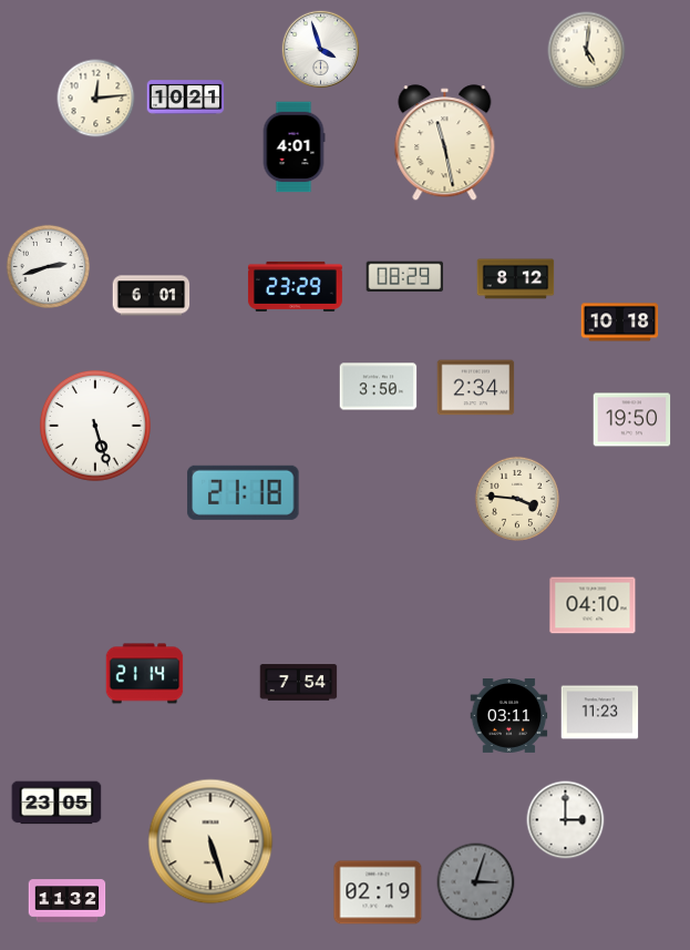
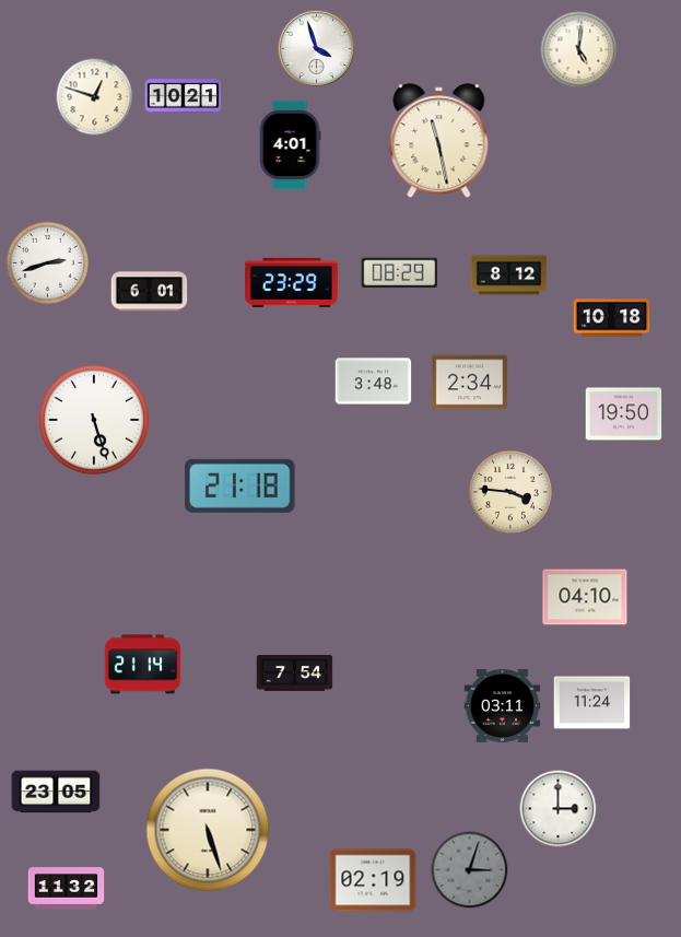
clock at (96, 99): 12:14 -> 12:48
clock at (379, 387): 3:50 -> 3:48
clock at (600, 713): 11:23 -> 11:24
